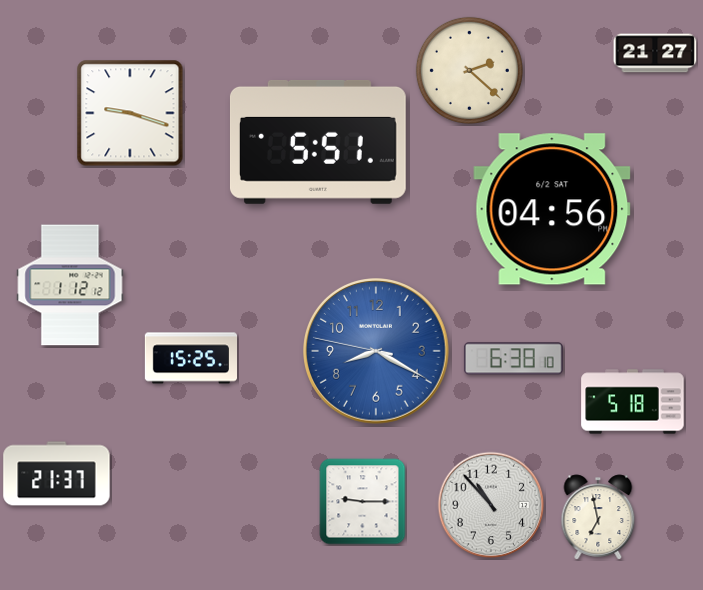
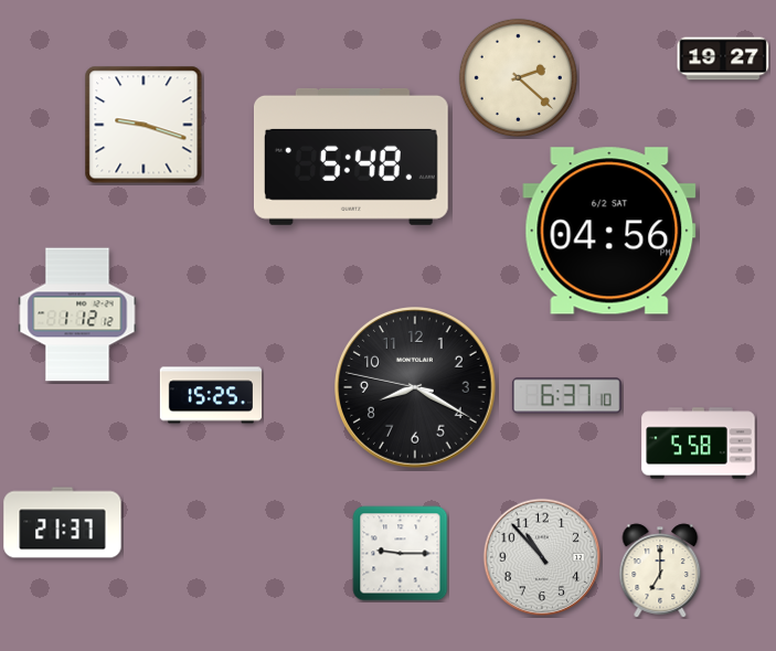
clock at (655, 53): 21:27 -> 19:27
clock at (318, 142): 5:51 -> 5:48
clock at (377, 352) dial: blue -> black
clock at (513, 359): 6:38 -> 6:37
clock at (633, 402): 5:18 -> 5:58
clock at (598, 517): 6:58 -> 7:00
